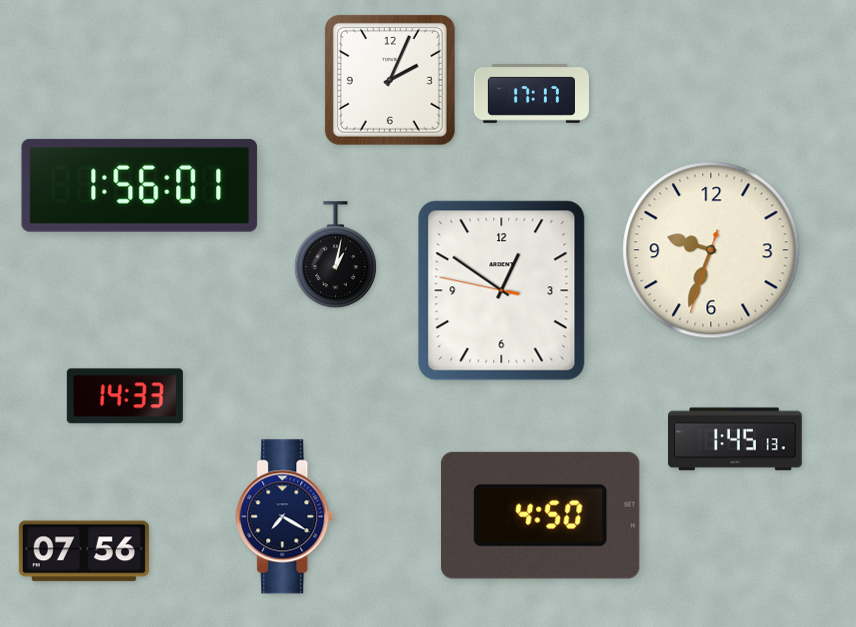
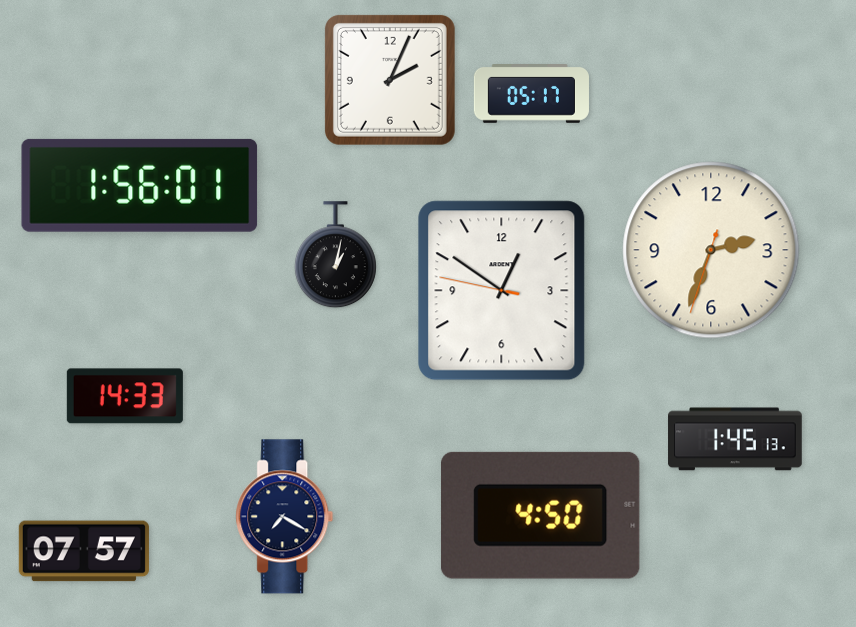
clock at (531, 94): 17:17 -> 05:17
clock at (711, 250): 9:33 -> 2:33
clock at (84, 551): 07:56 -> 07:57
